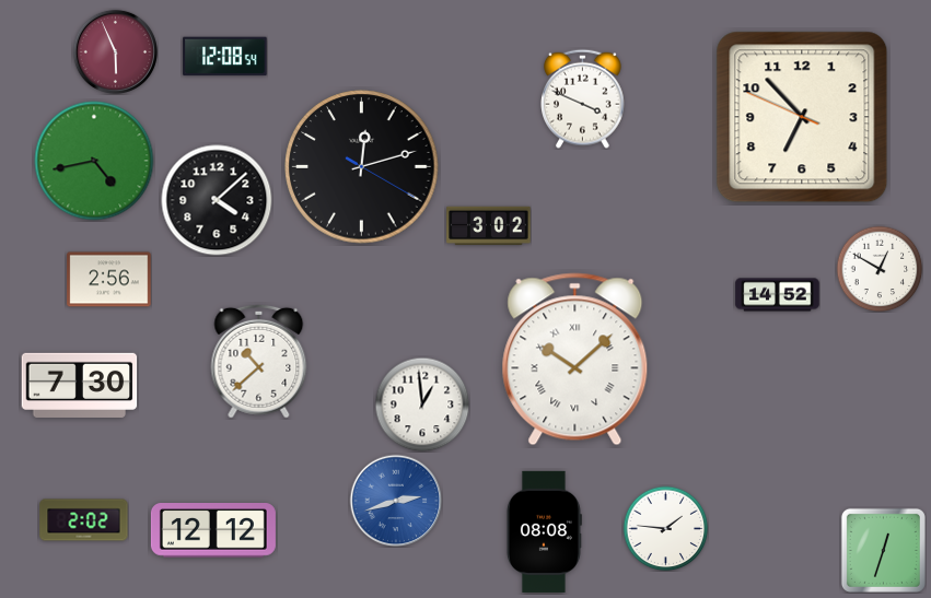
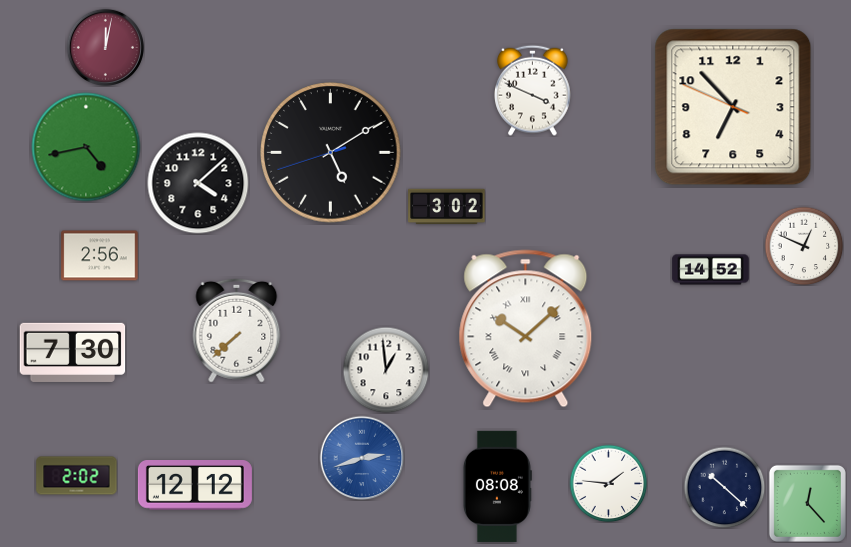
clock at (115, 51): 5:56 -> 12:02
clock at (225, 57): 12:08 -> none
clock at (362, 167): 12:12 -> 5:09
clock at (880, 269): 12:50 -> 12:49
clock at (259, 361): 10:38 -> 7:38
clock at (724, 487): none -> 10:22
clock at (883, 550): 12:33 -> 12:23
